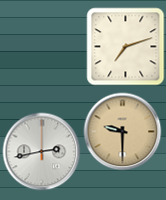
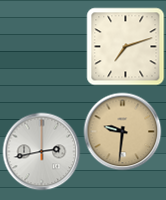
clock at (122, 131): 9:30 -> 9:31
